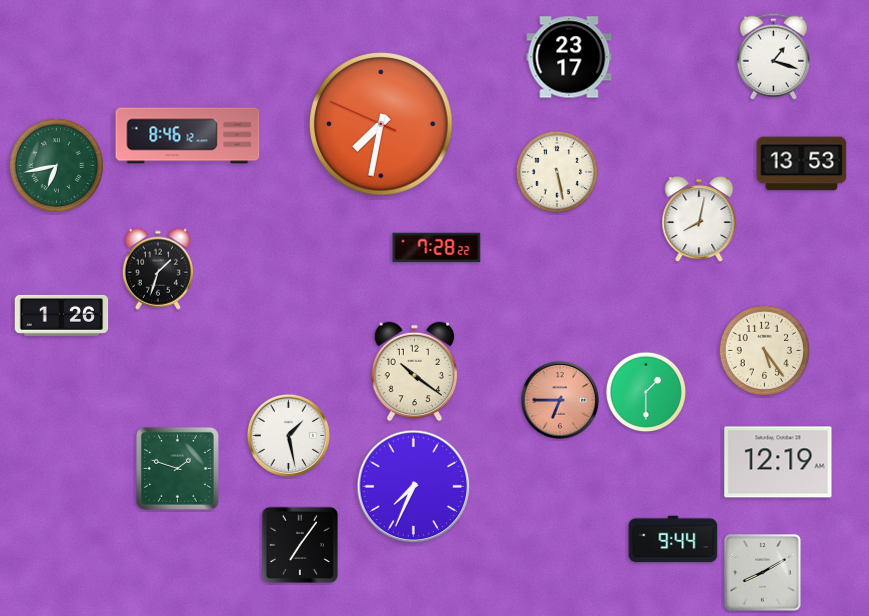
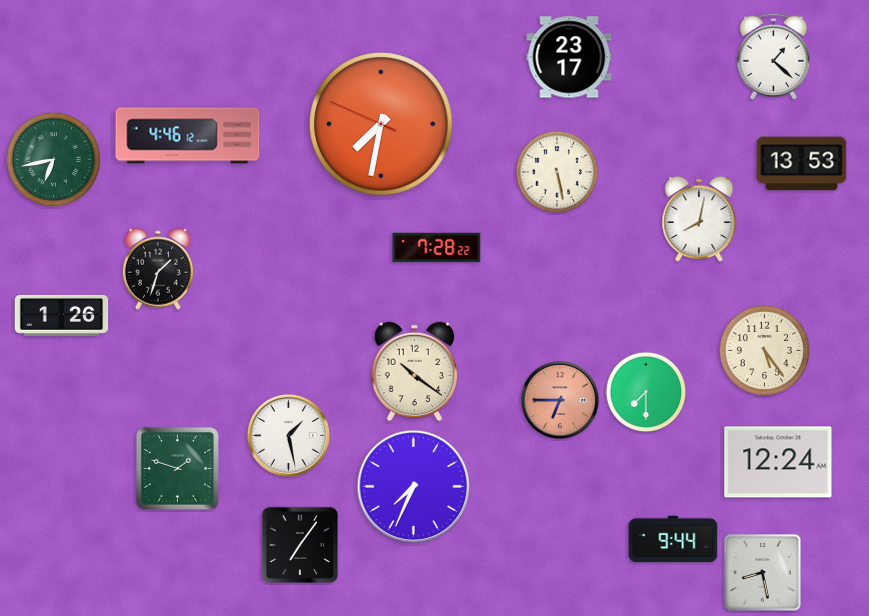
clock at (773, 56): 1:18 -> 1:22
clock at (188, 136): 8:46 -> 4:46
clock at (56, 165) position: (56, 165) -> (53, 159)
clock at (646, 392): 1:30 -> 7:30
clock at (778, 462): 12:19 -> 12:24
clock at (763, 573): 8:10 -> 8:28
